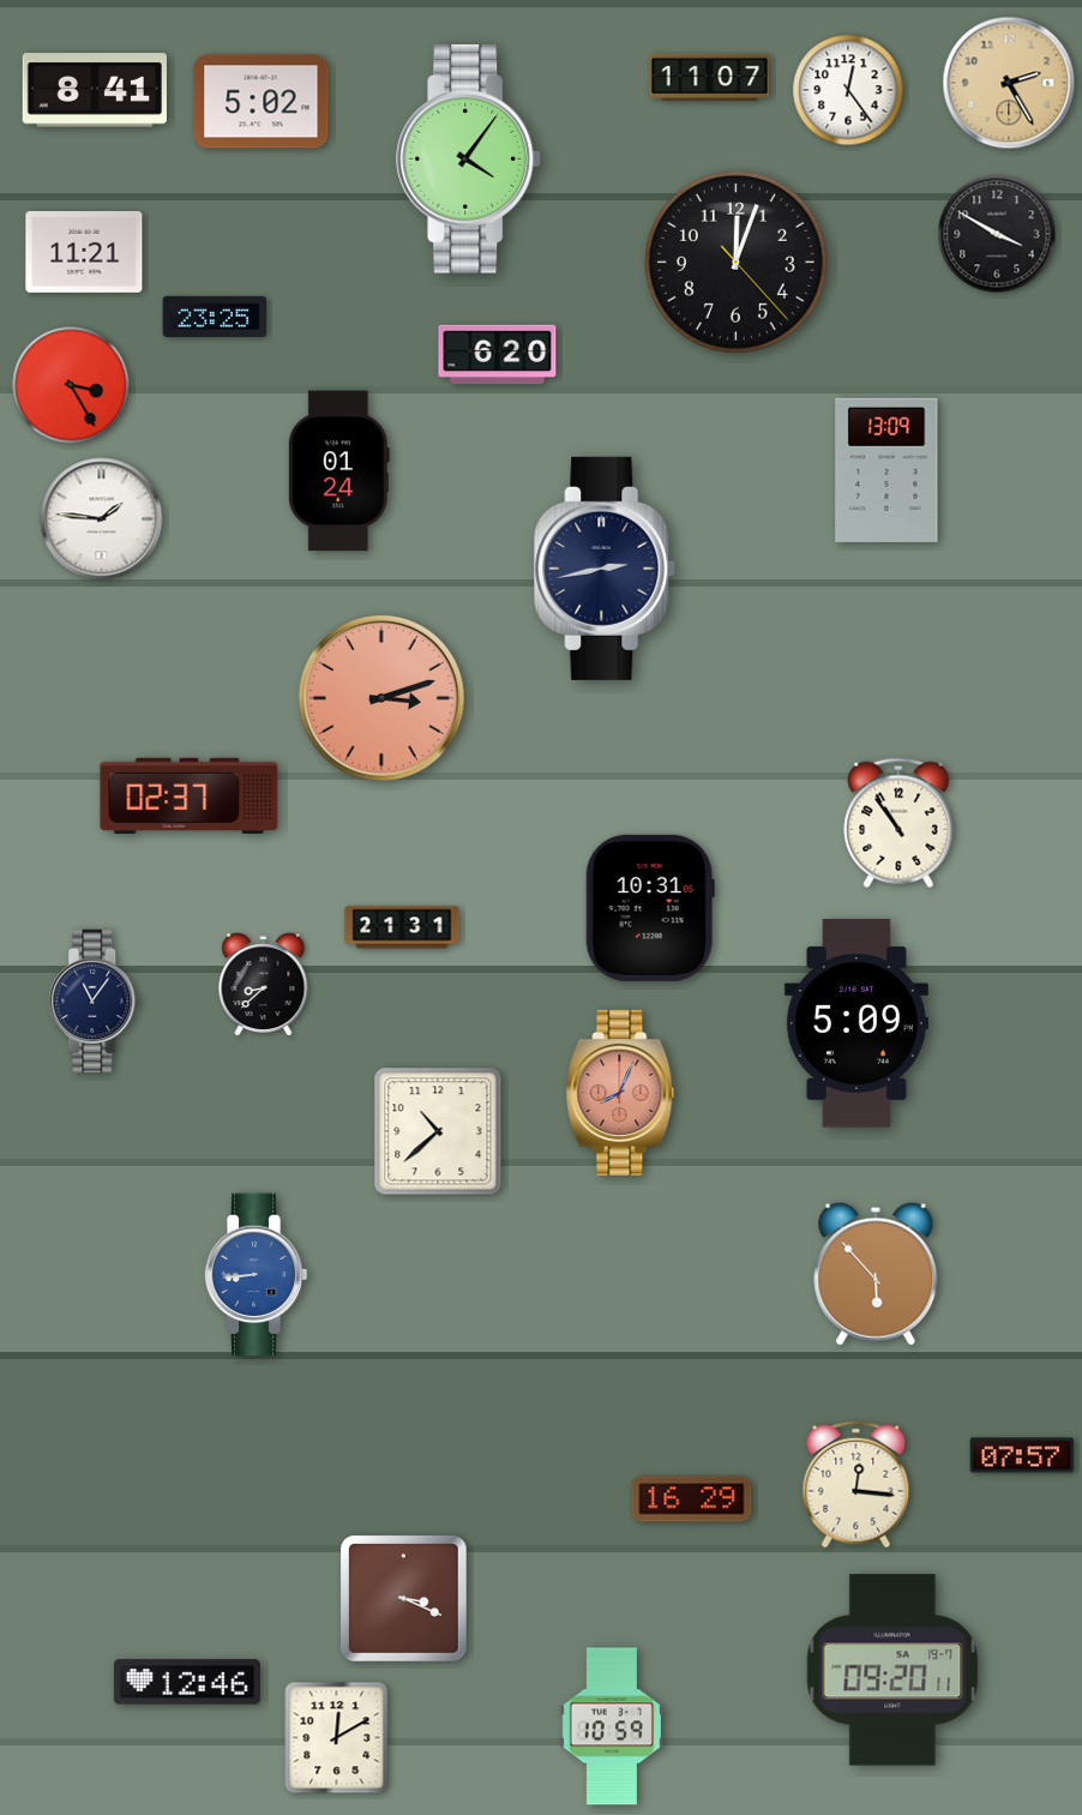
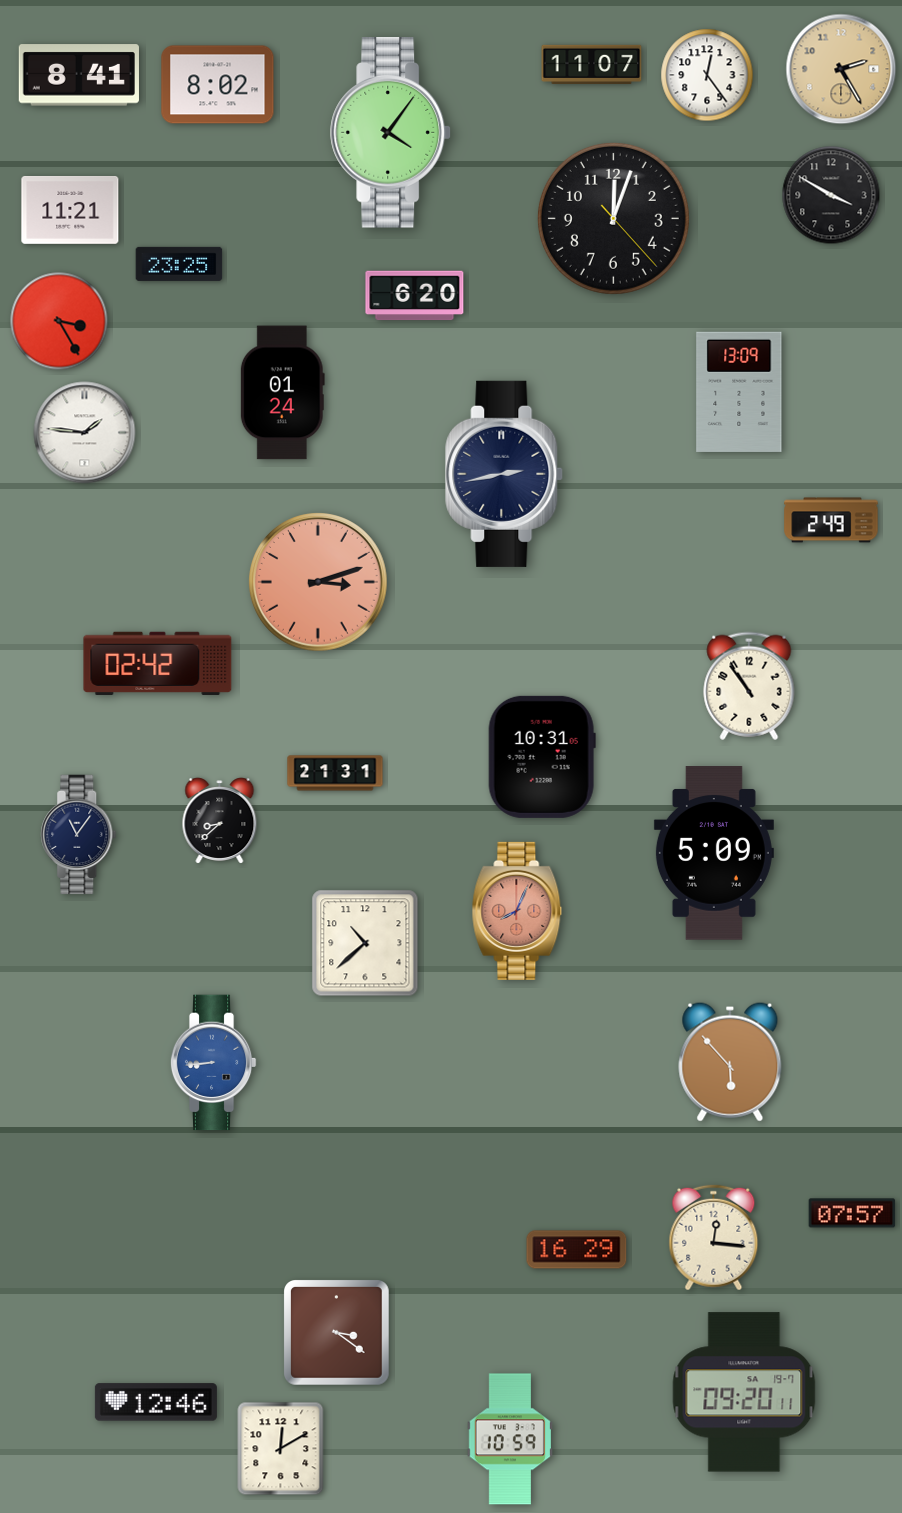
clock at (262, 102): 5:02 -> 8:02
clock at (831, 520): none -> 2:49
clock at (190, 795): 02:37 -> 02:42
clock at (404, 1599): 3:19 -> 3:21
